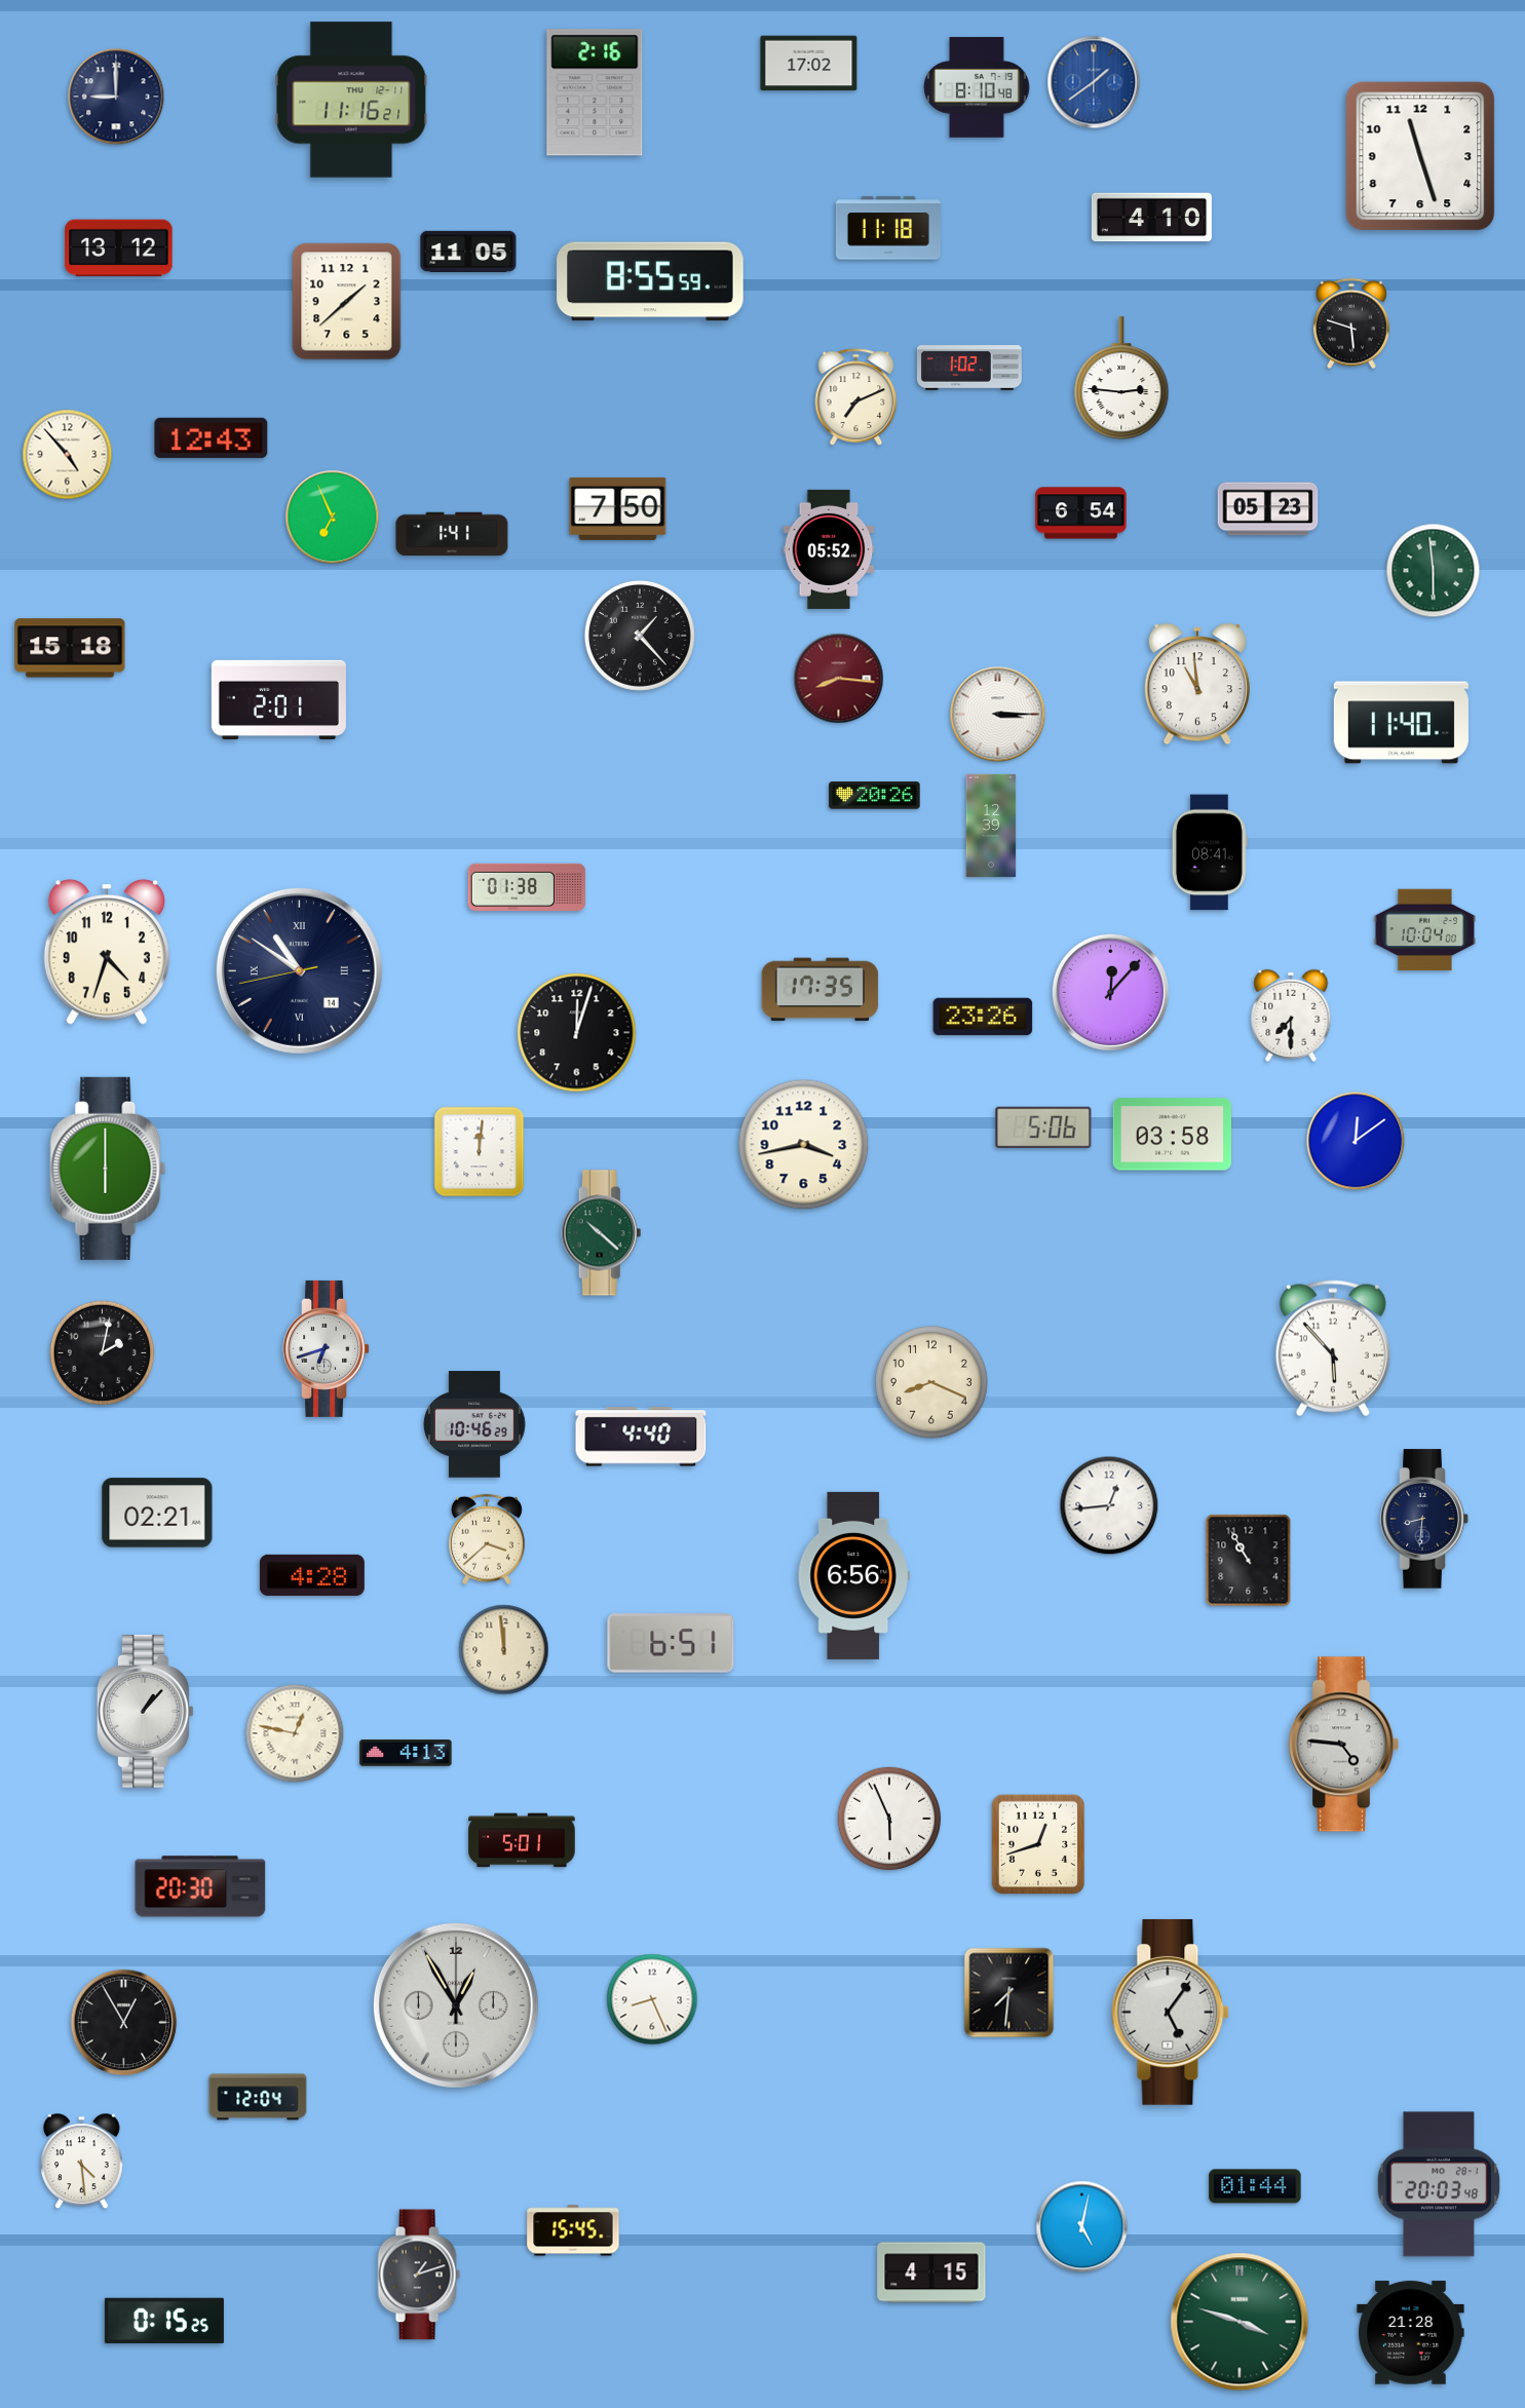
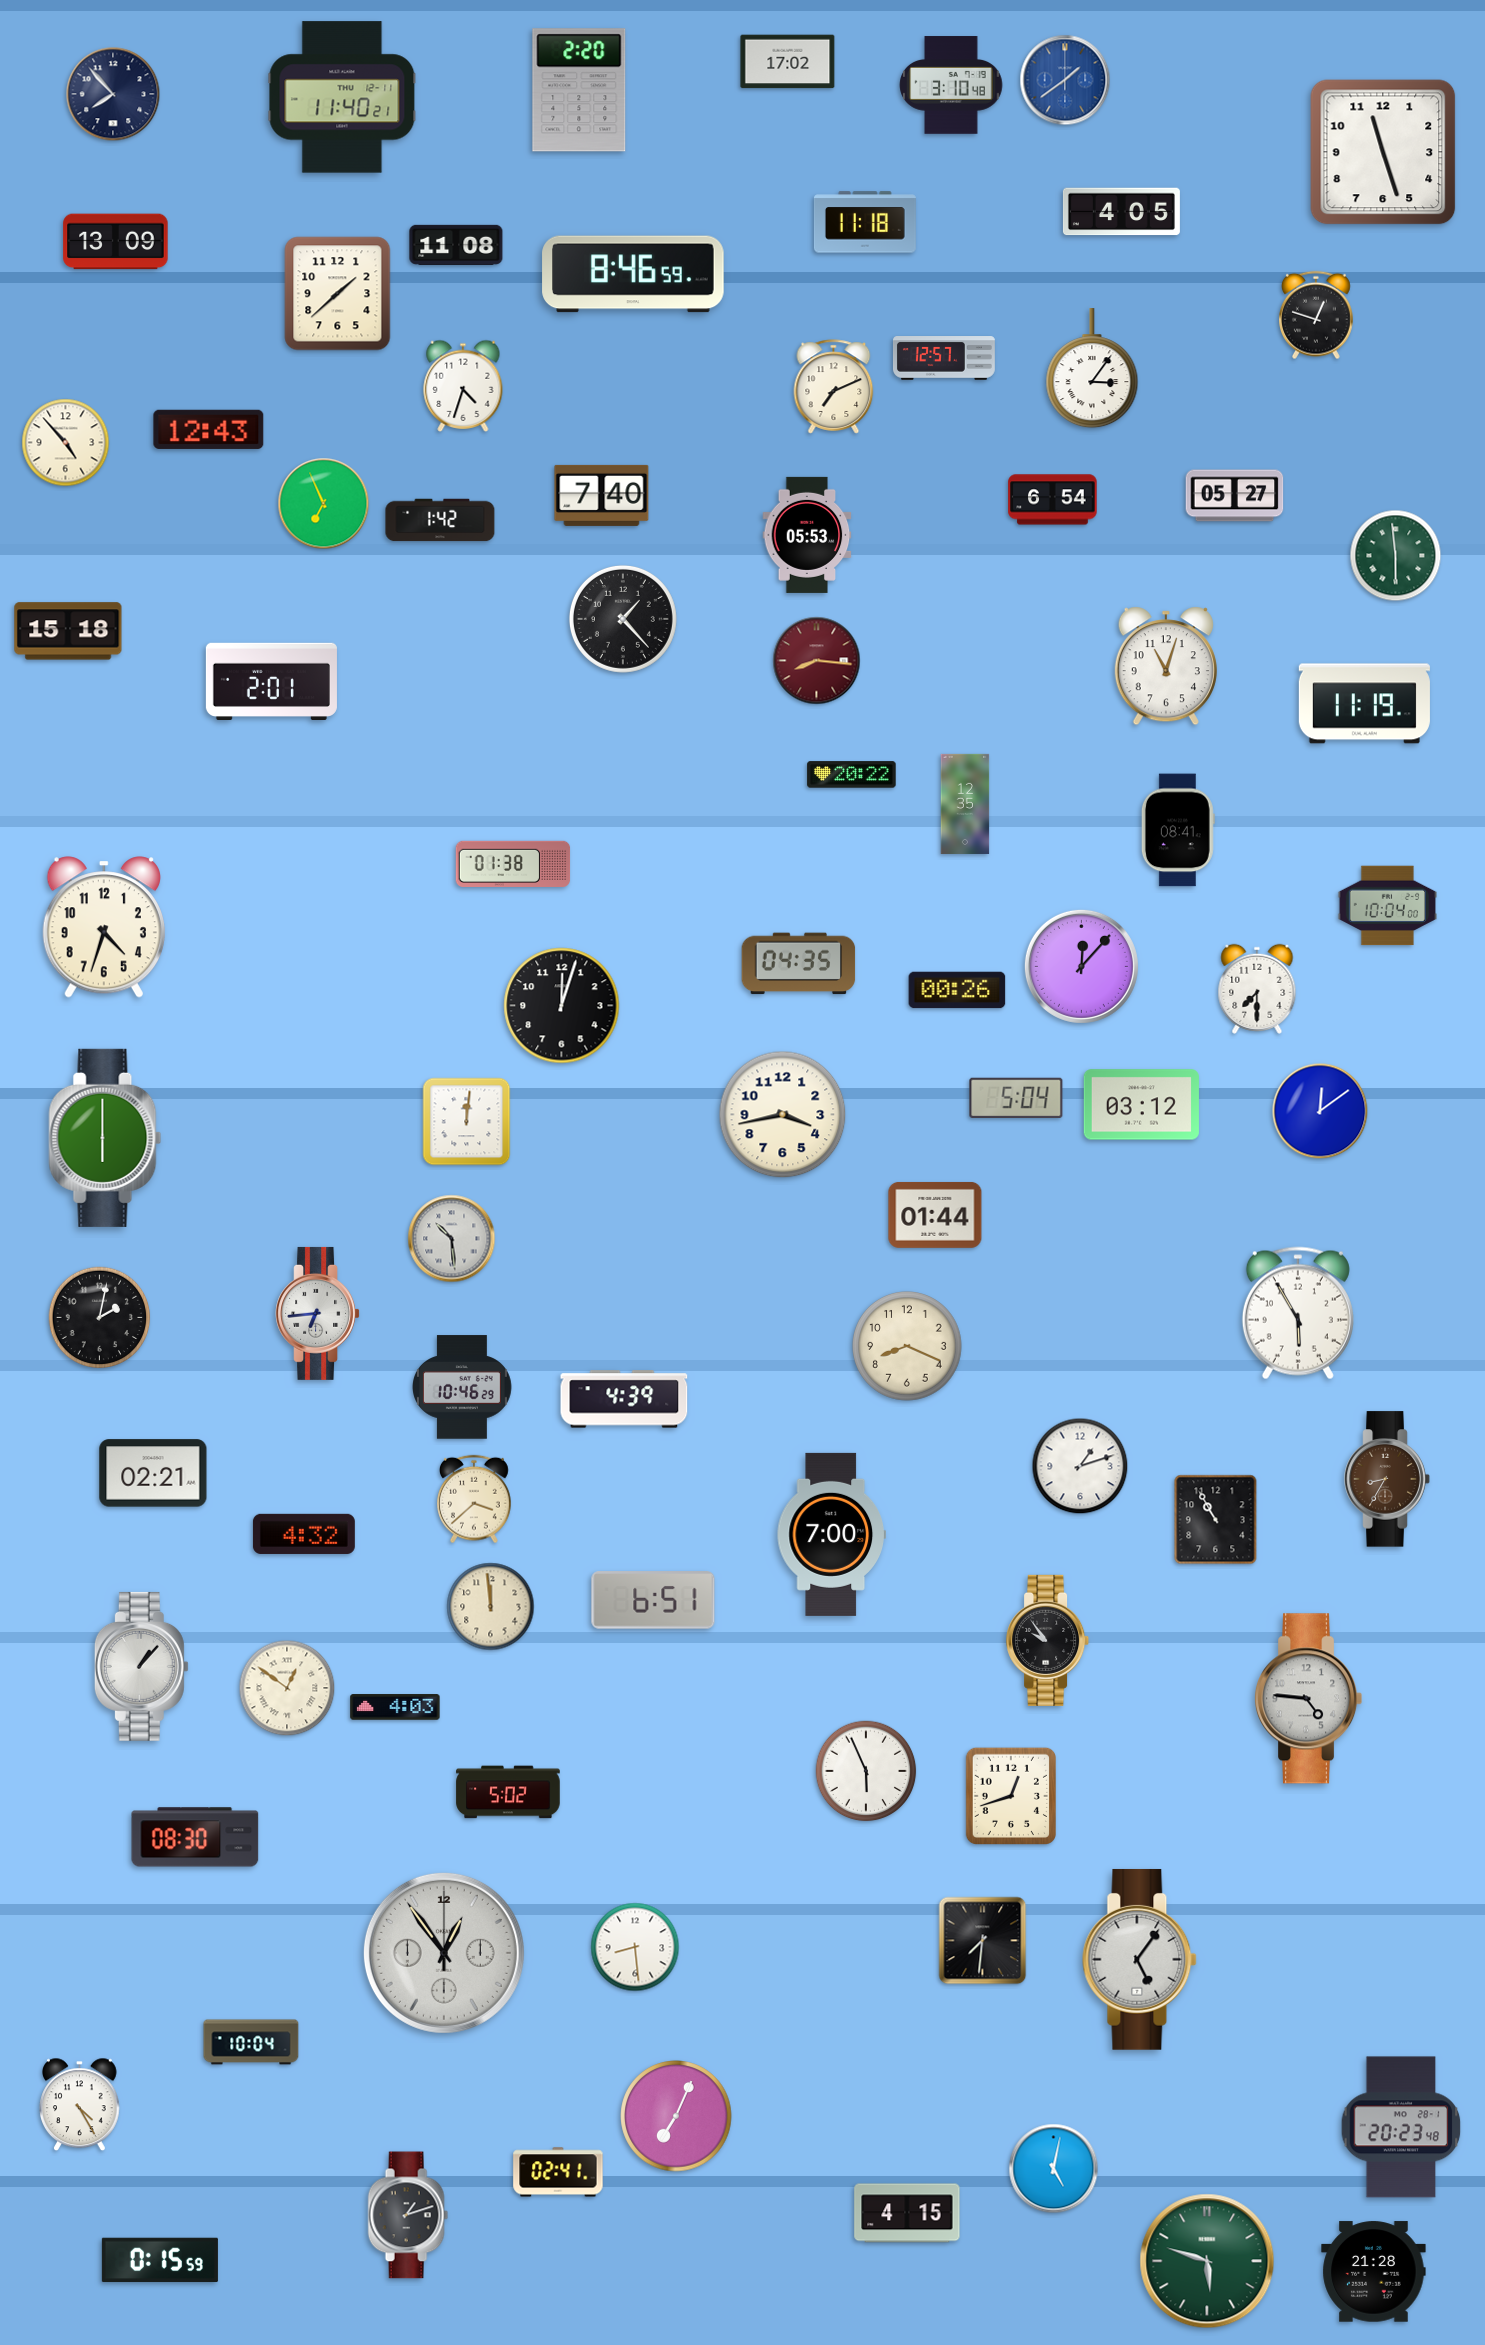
clock at (977, 87): 8:10 -> 3:10
clock at (595, 92): 2:16 -> 2:20
clock at (116, 97): 9:00 -> 7:53
clock at (351, 100): 11:16 -> 11:40
clock at (1151, 218): 4:10 -> 4:05
clock at (119, 249): 13:12 -> 13:09
clock at (468, 252): 11:05 -> 11:08
clock at (650, 281): 8:55 -> 8:46
clock at (1352, 323): 5:48 -> 12:48
clock at (969, 369): 1:02 -> 12:57
clock at (1121, 379): 2:46 -> 3:06
clock at (463, 386): none -> 4:33
clock at (212, 437) position: (212, 437) -> (209, 429)
clock at (618, 508): 7:50 -> 7:40
clock at (1268, 509): 05:23 -> 05:27
clock at (452, 534): 1:41 -> 1:42
clock at (829, 549): 05:52 -> 05:53
clock at (1197, 684): 10:59 -> 11:03
clock at (998, 715): 3:15 -> none
clock at (1401, 723): 11:40 -> 11:19
clock at (875, 796): 20:26 -> 20:22
clock at (991, 826): 12:39 -> 12:35
clock at (299, 970): 10:50 -> none
clock at (821, 990): 17:35 -> 04:35
clock at (983, 1017): 23:26 -> 00:26
clock at (1043, 1127): 5:06 -> 5:04
clock at (1172, 1135): 03:58 -> 03:12
clock at (602, 1233): 10:22 -> none
clock at (935, 1215): none -> 01:44
clock at (452, 1239): none -> 10:29
clock at (326, 1348): 6:42 -> 6:44
clock at (1333, 1348): 5:53 -> 5:55
clock at (641, 1437): 4:40 -> 4:39
clock at (1109, 1505): 12:44 -> 1:12
clock at (1424, 1519): 8:31 -> 8:35
clock at (1424, 1519) dial: navy -> brown
clock at (312, 1575): 4:28 -> 4:32
clock at (853, 1575): 6:56 -> 7:00
clock at (1048, 1640): none -> 9:54
clock at (295, 1733): 12:47 -> 12:51
clock at (406, 1753): 4:13 -> 4:03
clock at (522, 1840): 5:01 -> 5:02
clock at (200, 1886): 20:30 -> 08:30
clock at (652, 1999): 8:26 -> 8:29
clock at (456, 2005): 12:55 -> 12:54
clock at (124, 2023): 12:55 -> none
clock at (258, 2097): 12:04 -> 10:04
clock at (82, 2162): 4:29 -> 4:25
clock at (676, 2116): none -> 7:04
clock at (1439, 2184): 20:03 -> 20:23
clock at (1255, 2186): 01:44 -> none
clock at (573, 2230): 15:45 -> 02:41
clock at (164, 2321): 0:15:25 -> 0:15:59
clock at (1240, 2322): 3:48 -> 5:48
